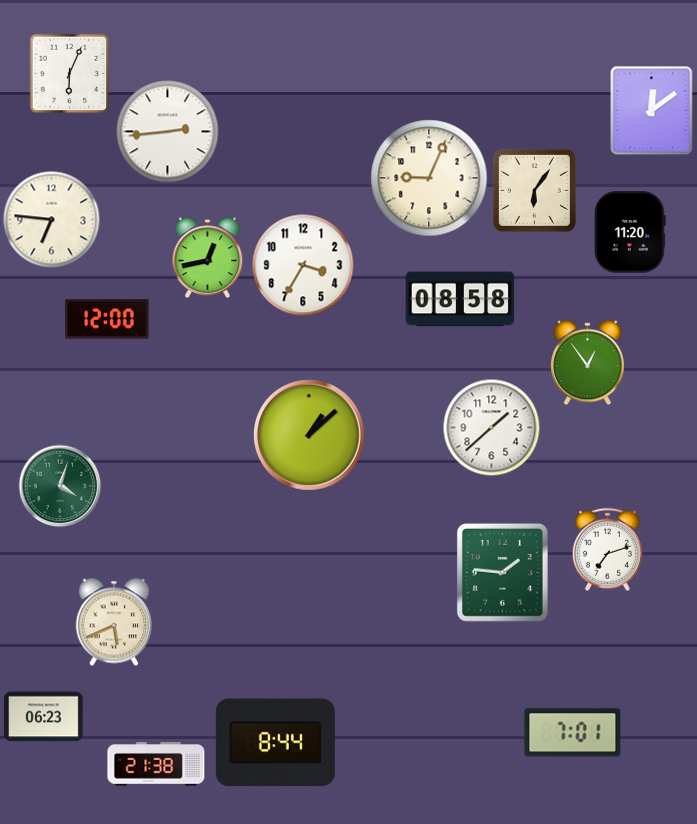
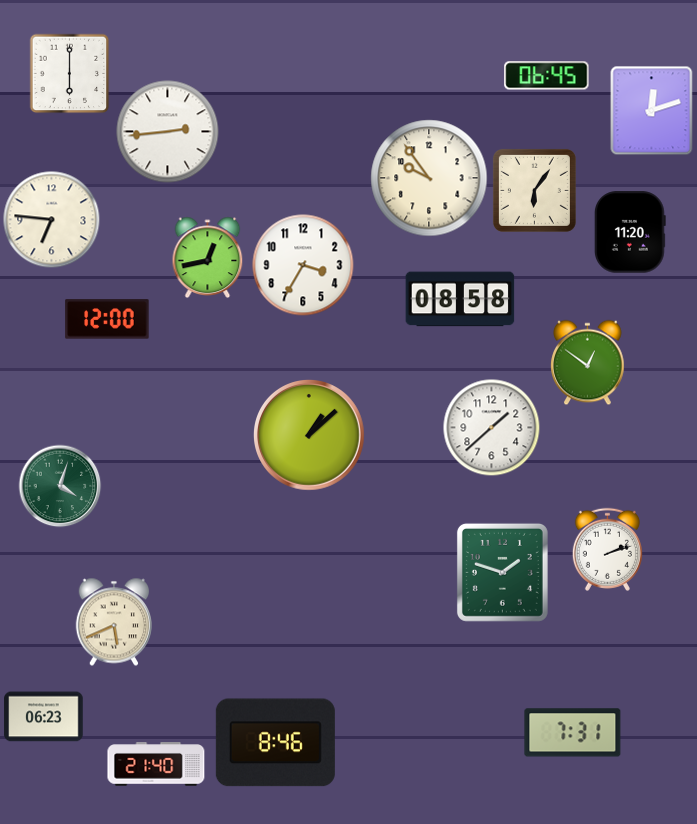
clock at (69, 73): 6:04 -> 6:00
clock at (547, 76): none -> 06:45
clock at (652, 110): 12:09 -> 12:12
clock at (429, 178): 9:04 -> 9:54
clock at (588, 362): 12:54 -> 12:51
clock at (607, 549): 7:12 -> 2:12
clock at (502, 572): 1:46 -> 1:48
clock at (573, 733): 7:01 -> 7:31
clock at (275, 743): 8:44 -> 8:46
clock at (156, 764): 21:38 -> 21:40
